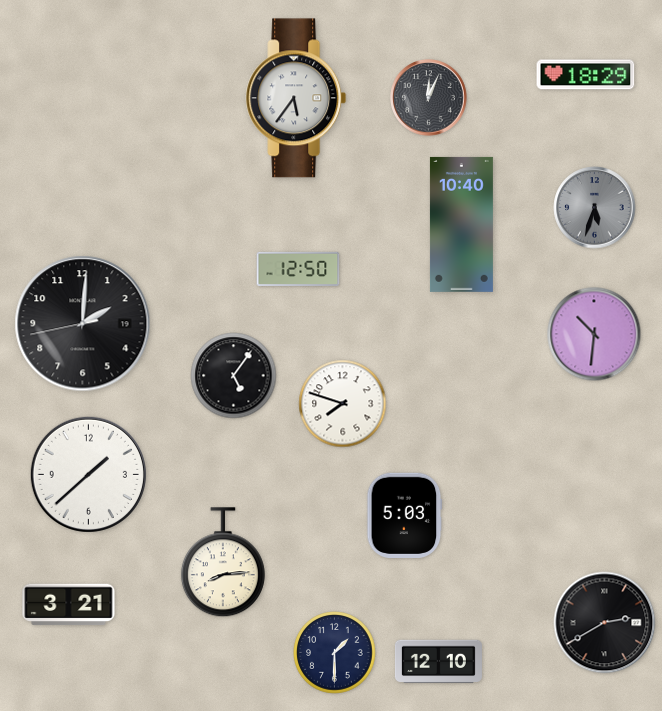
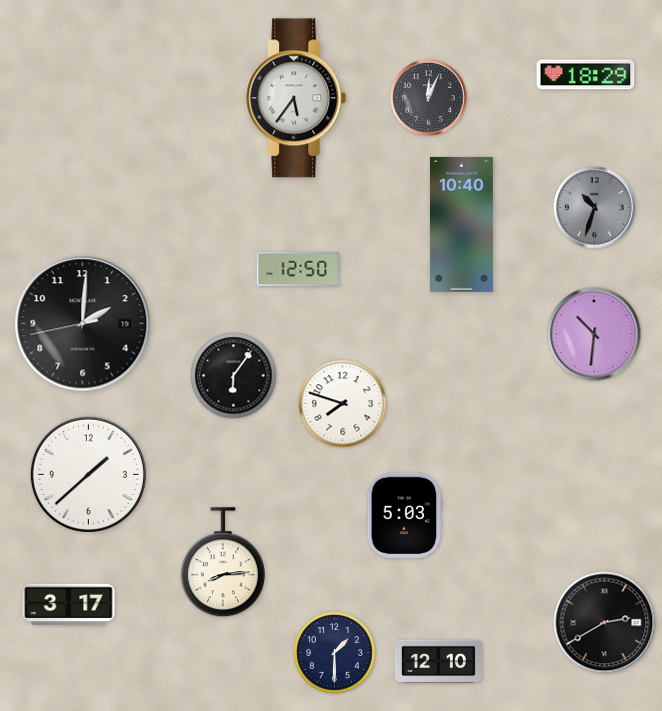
clock at (595, 208): 5:33 -> 10:33
clock at (234, 376): 5:06 -> 6:06
clock at (69, 605): 3:21 -> 3:17
